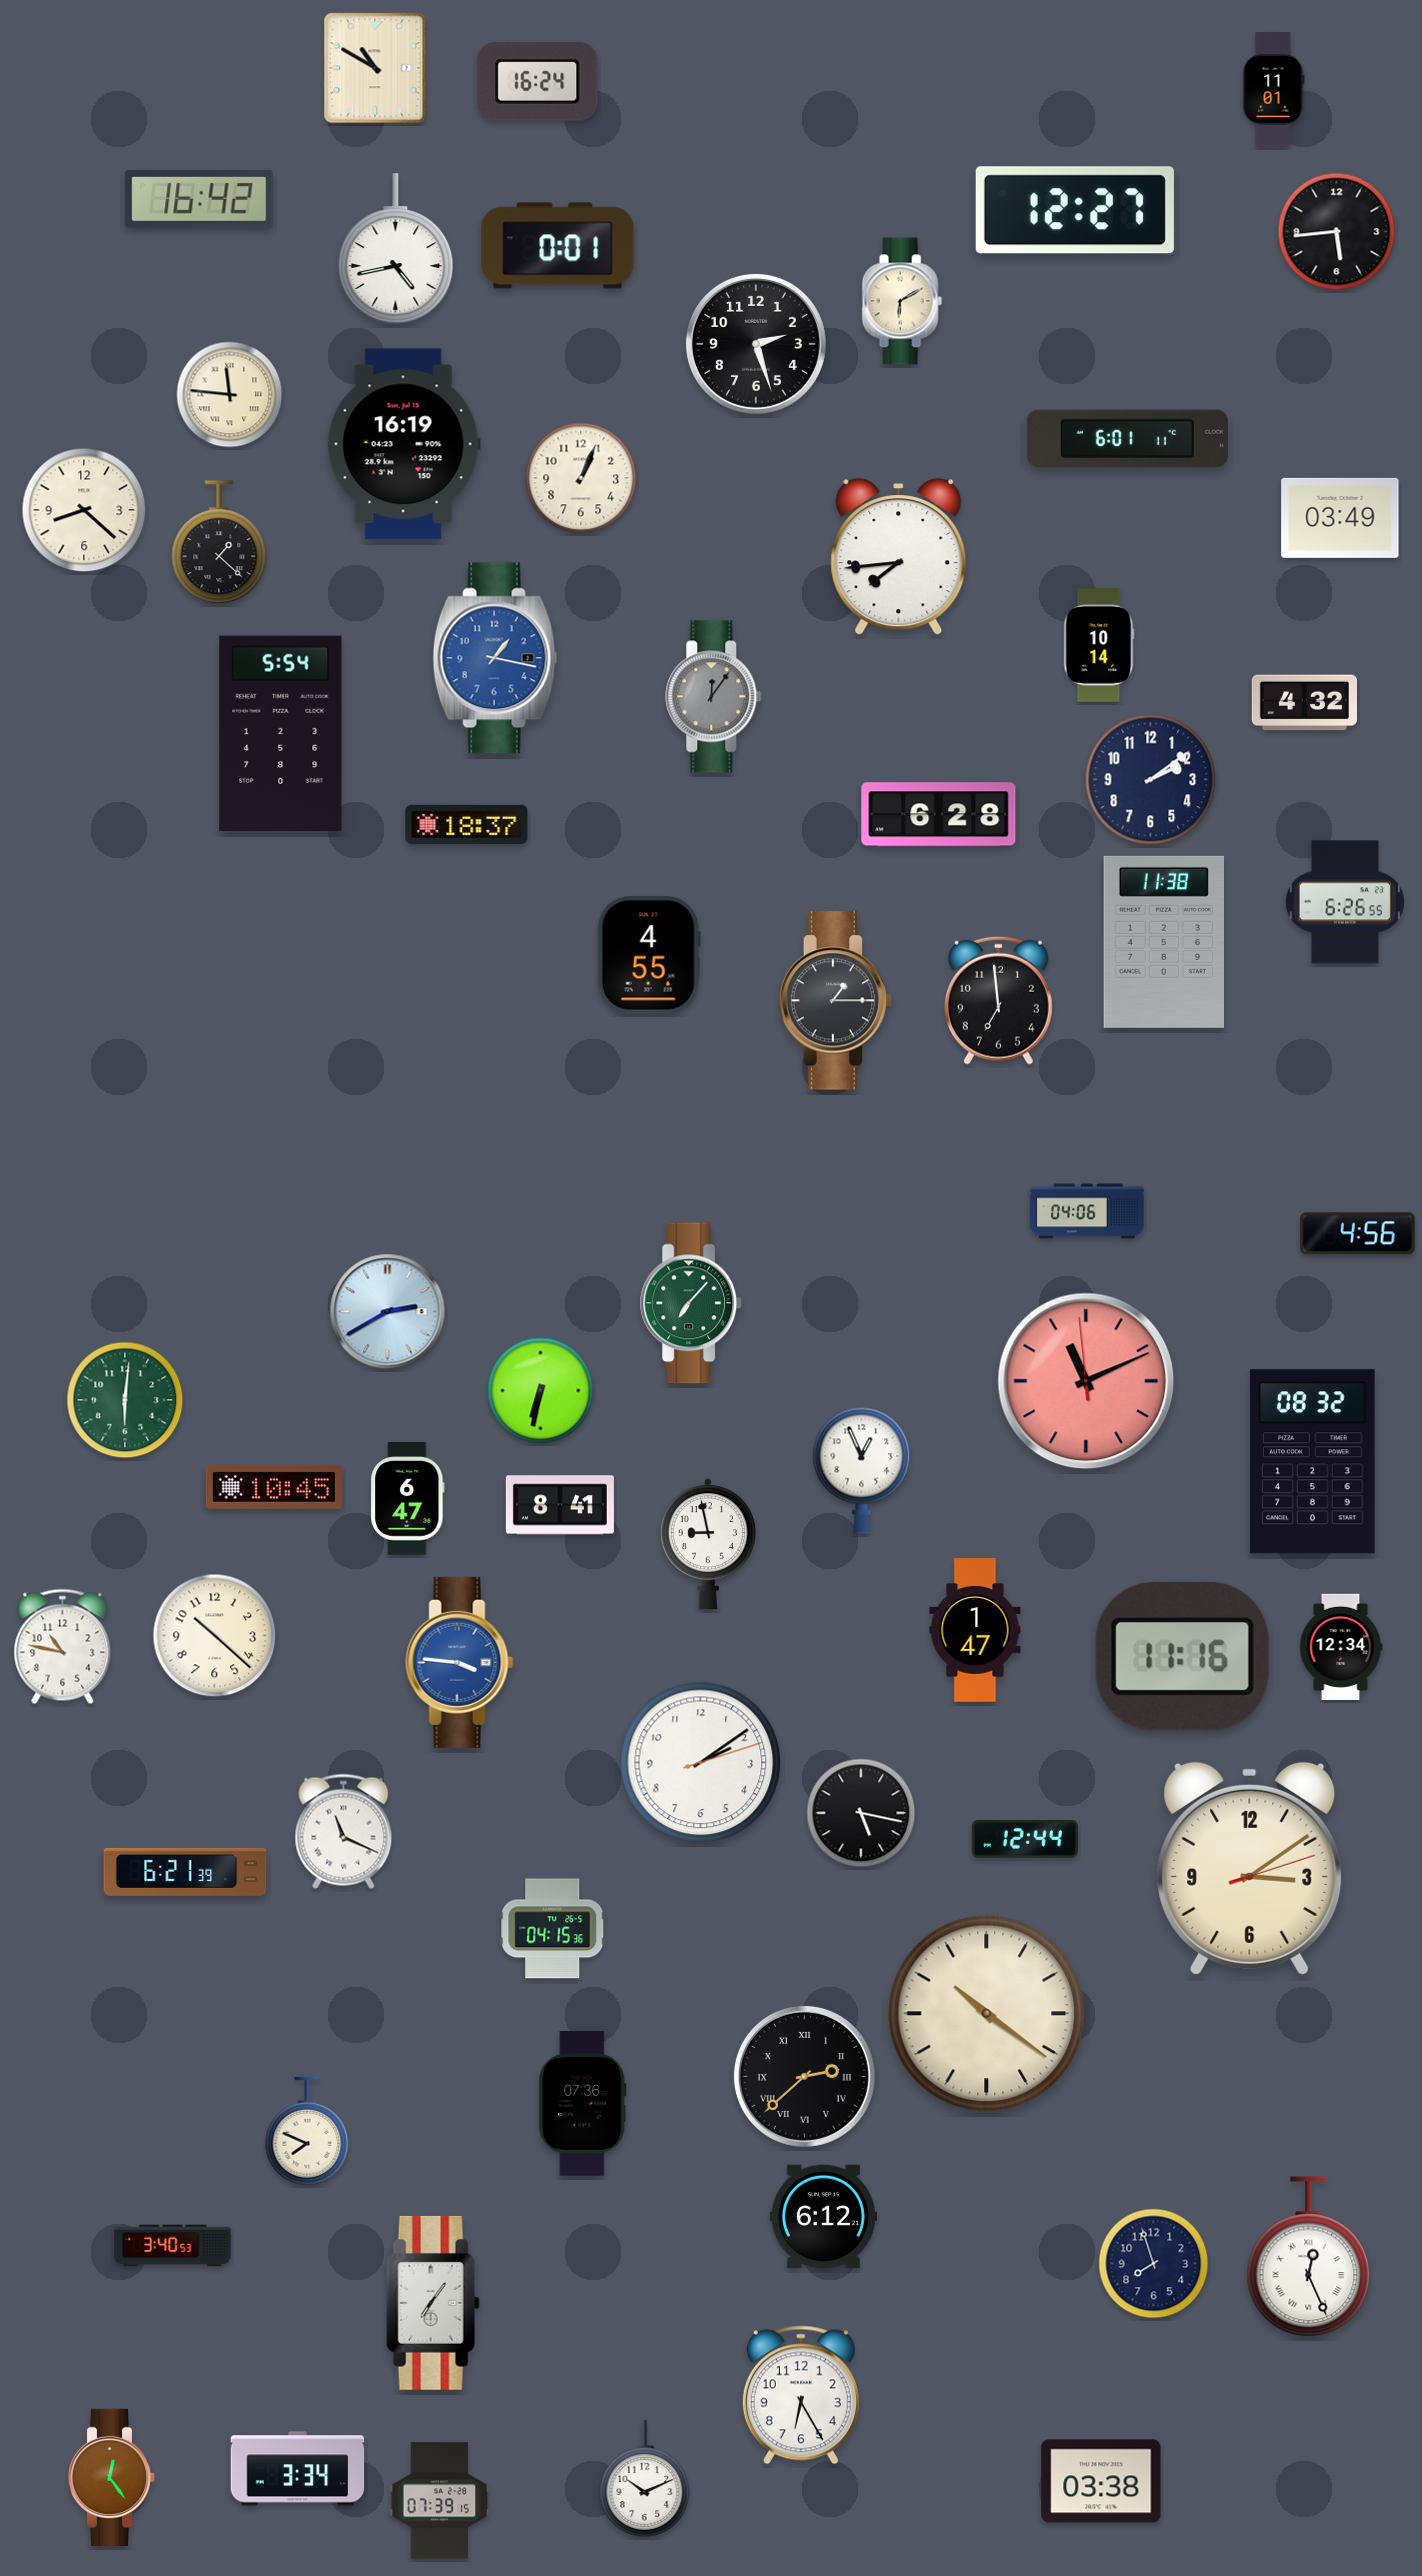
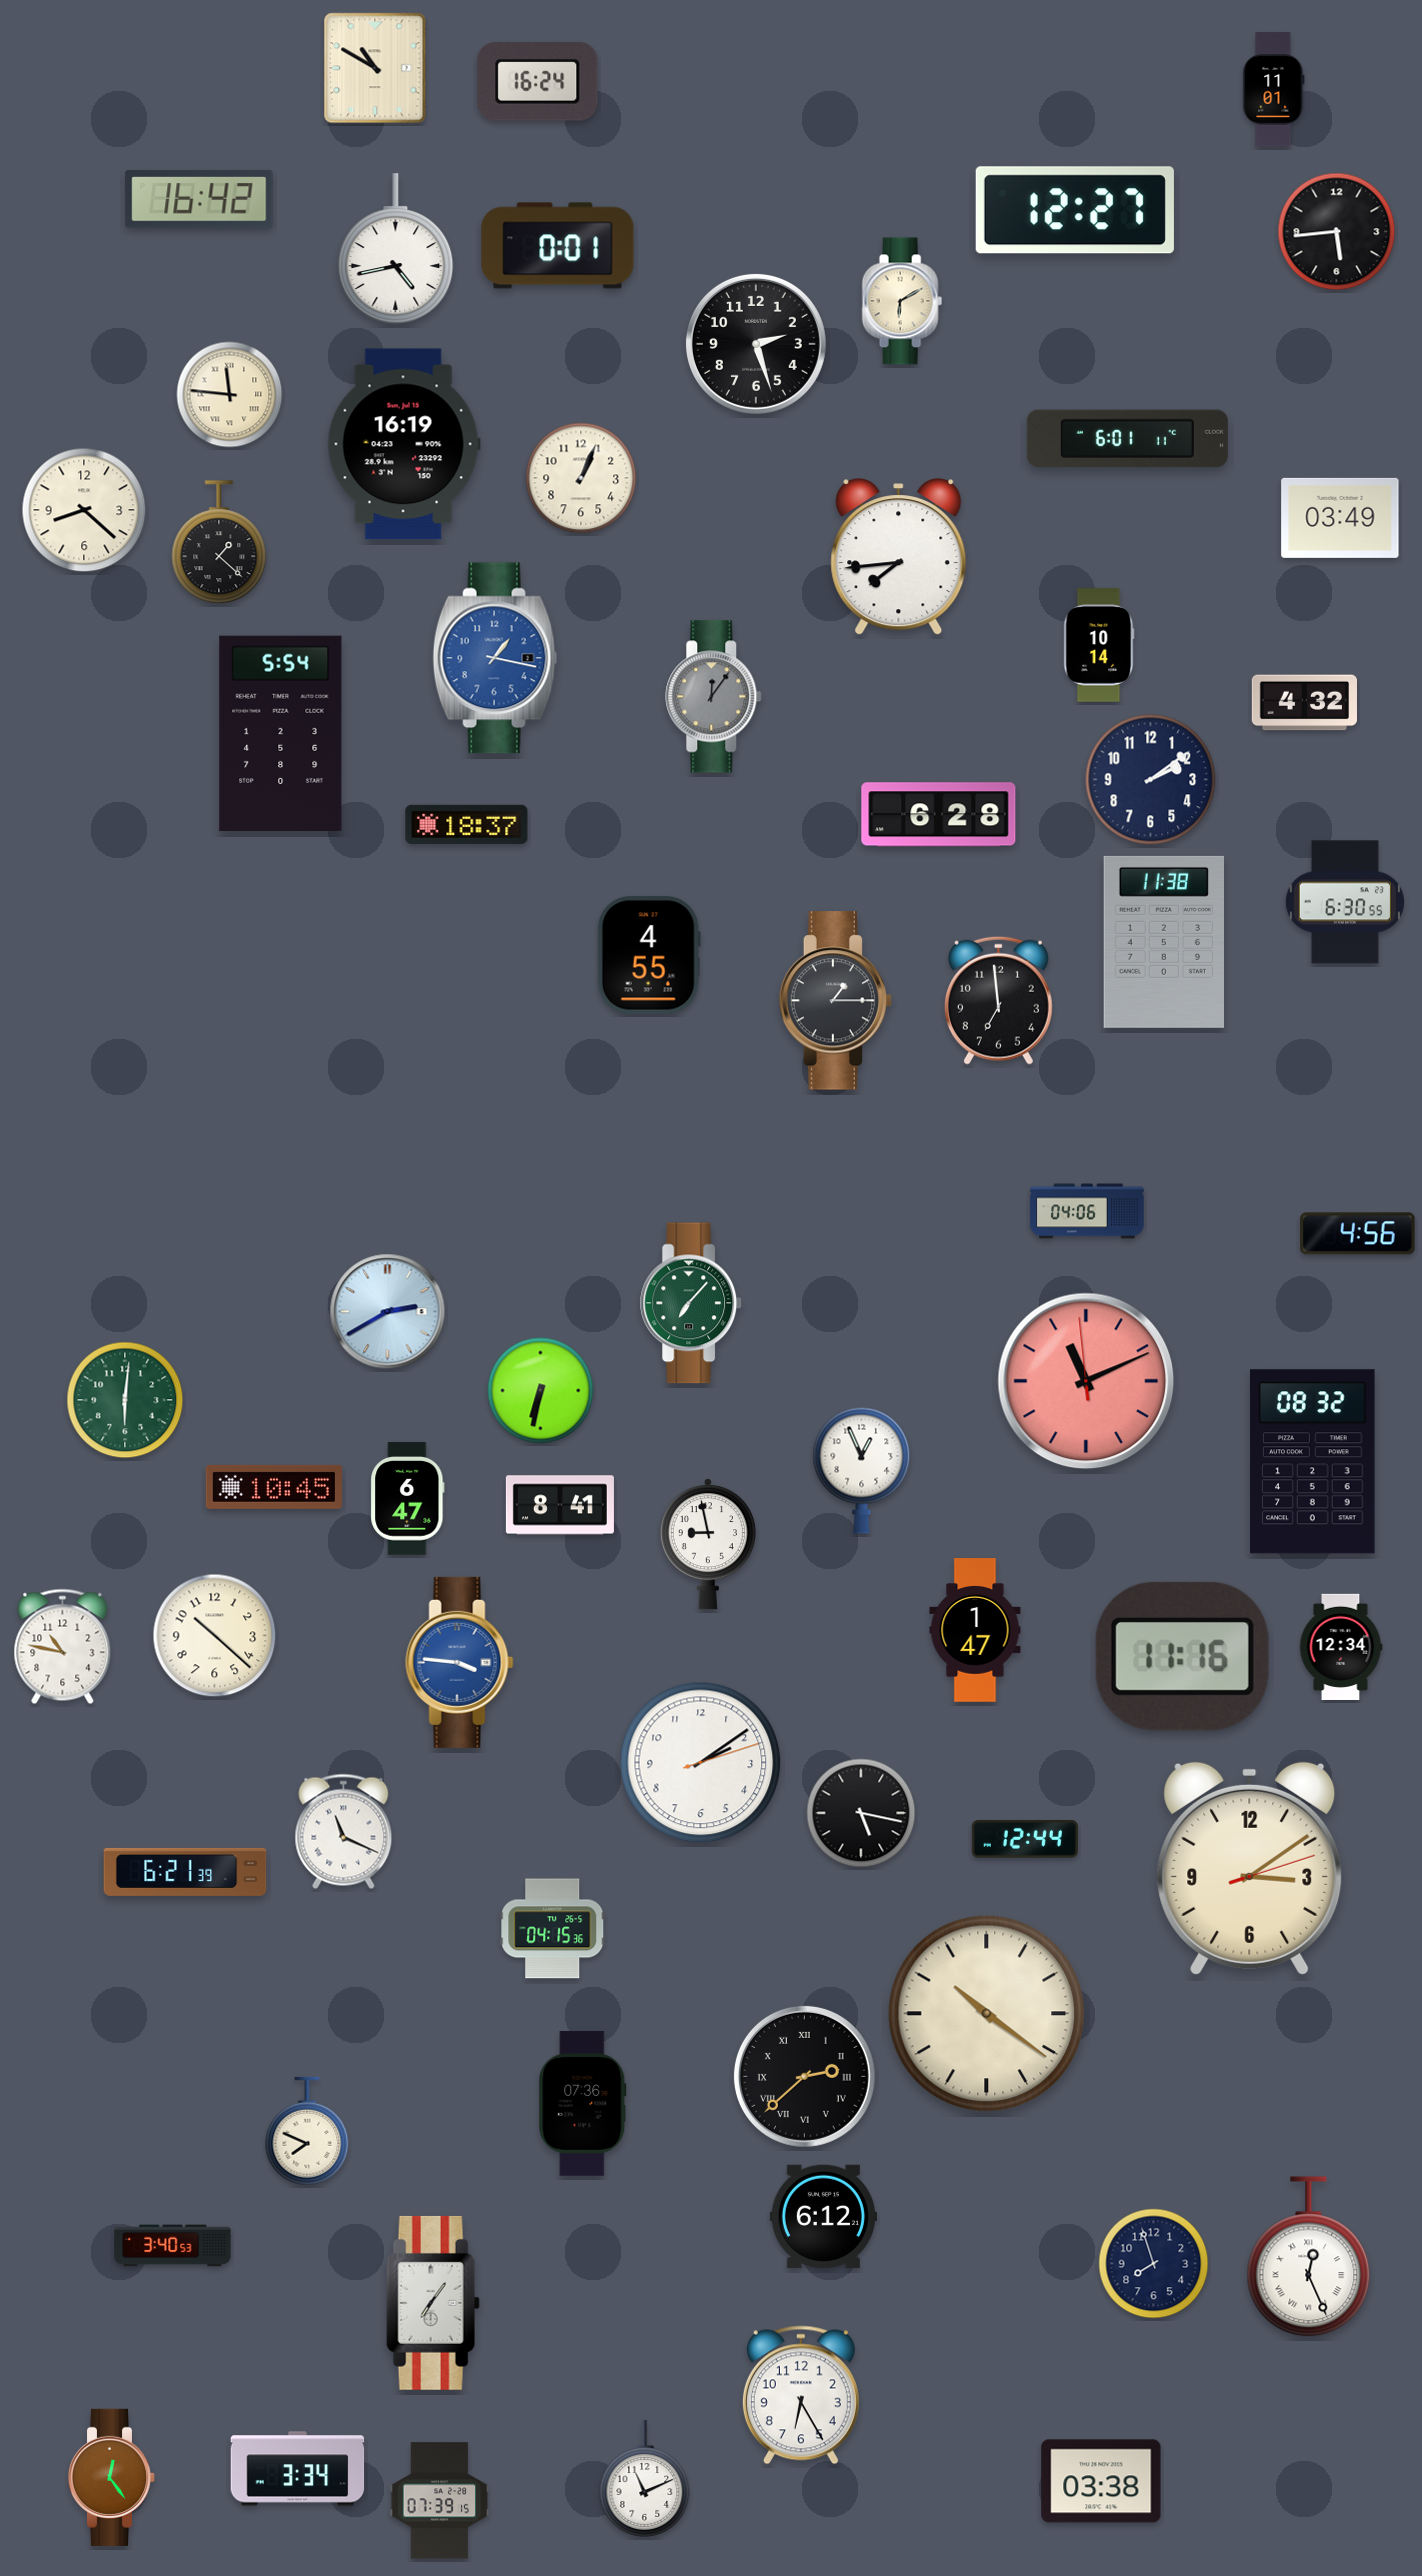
clock at (1345, 902): 6:26 -> 6:30
clock at (645, 2479): 10:11 -> 11:11
